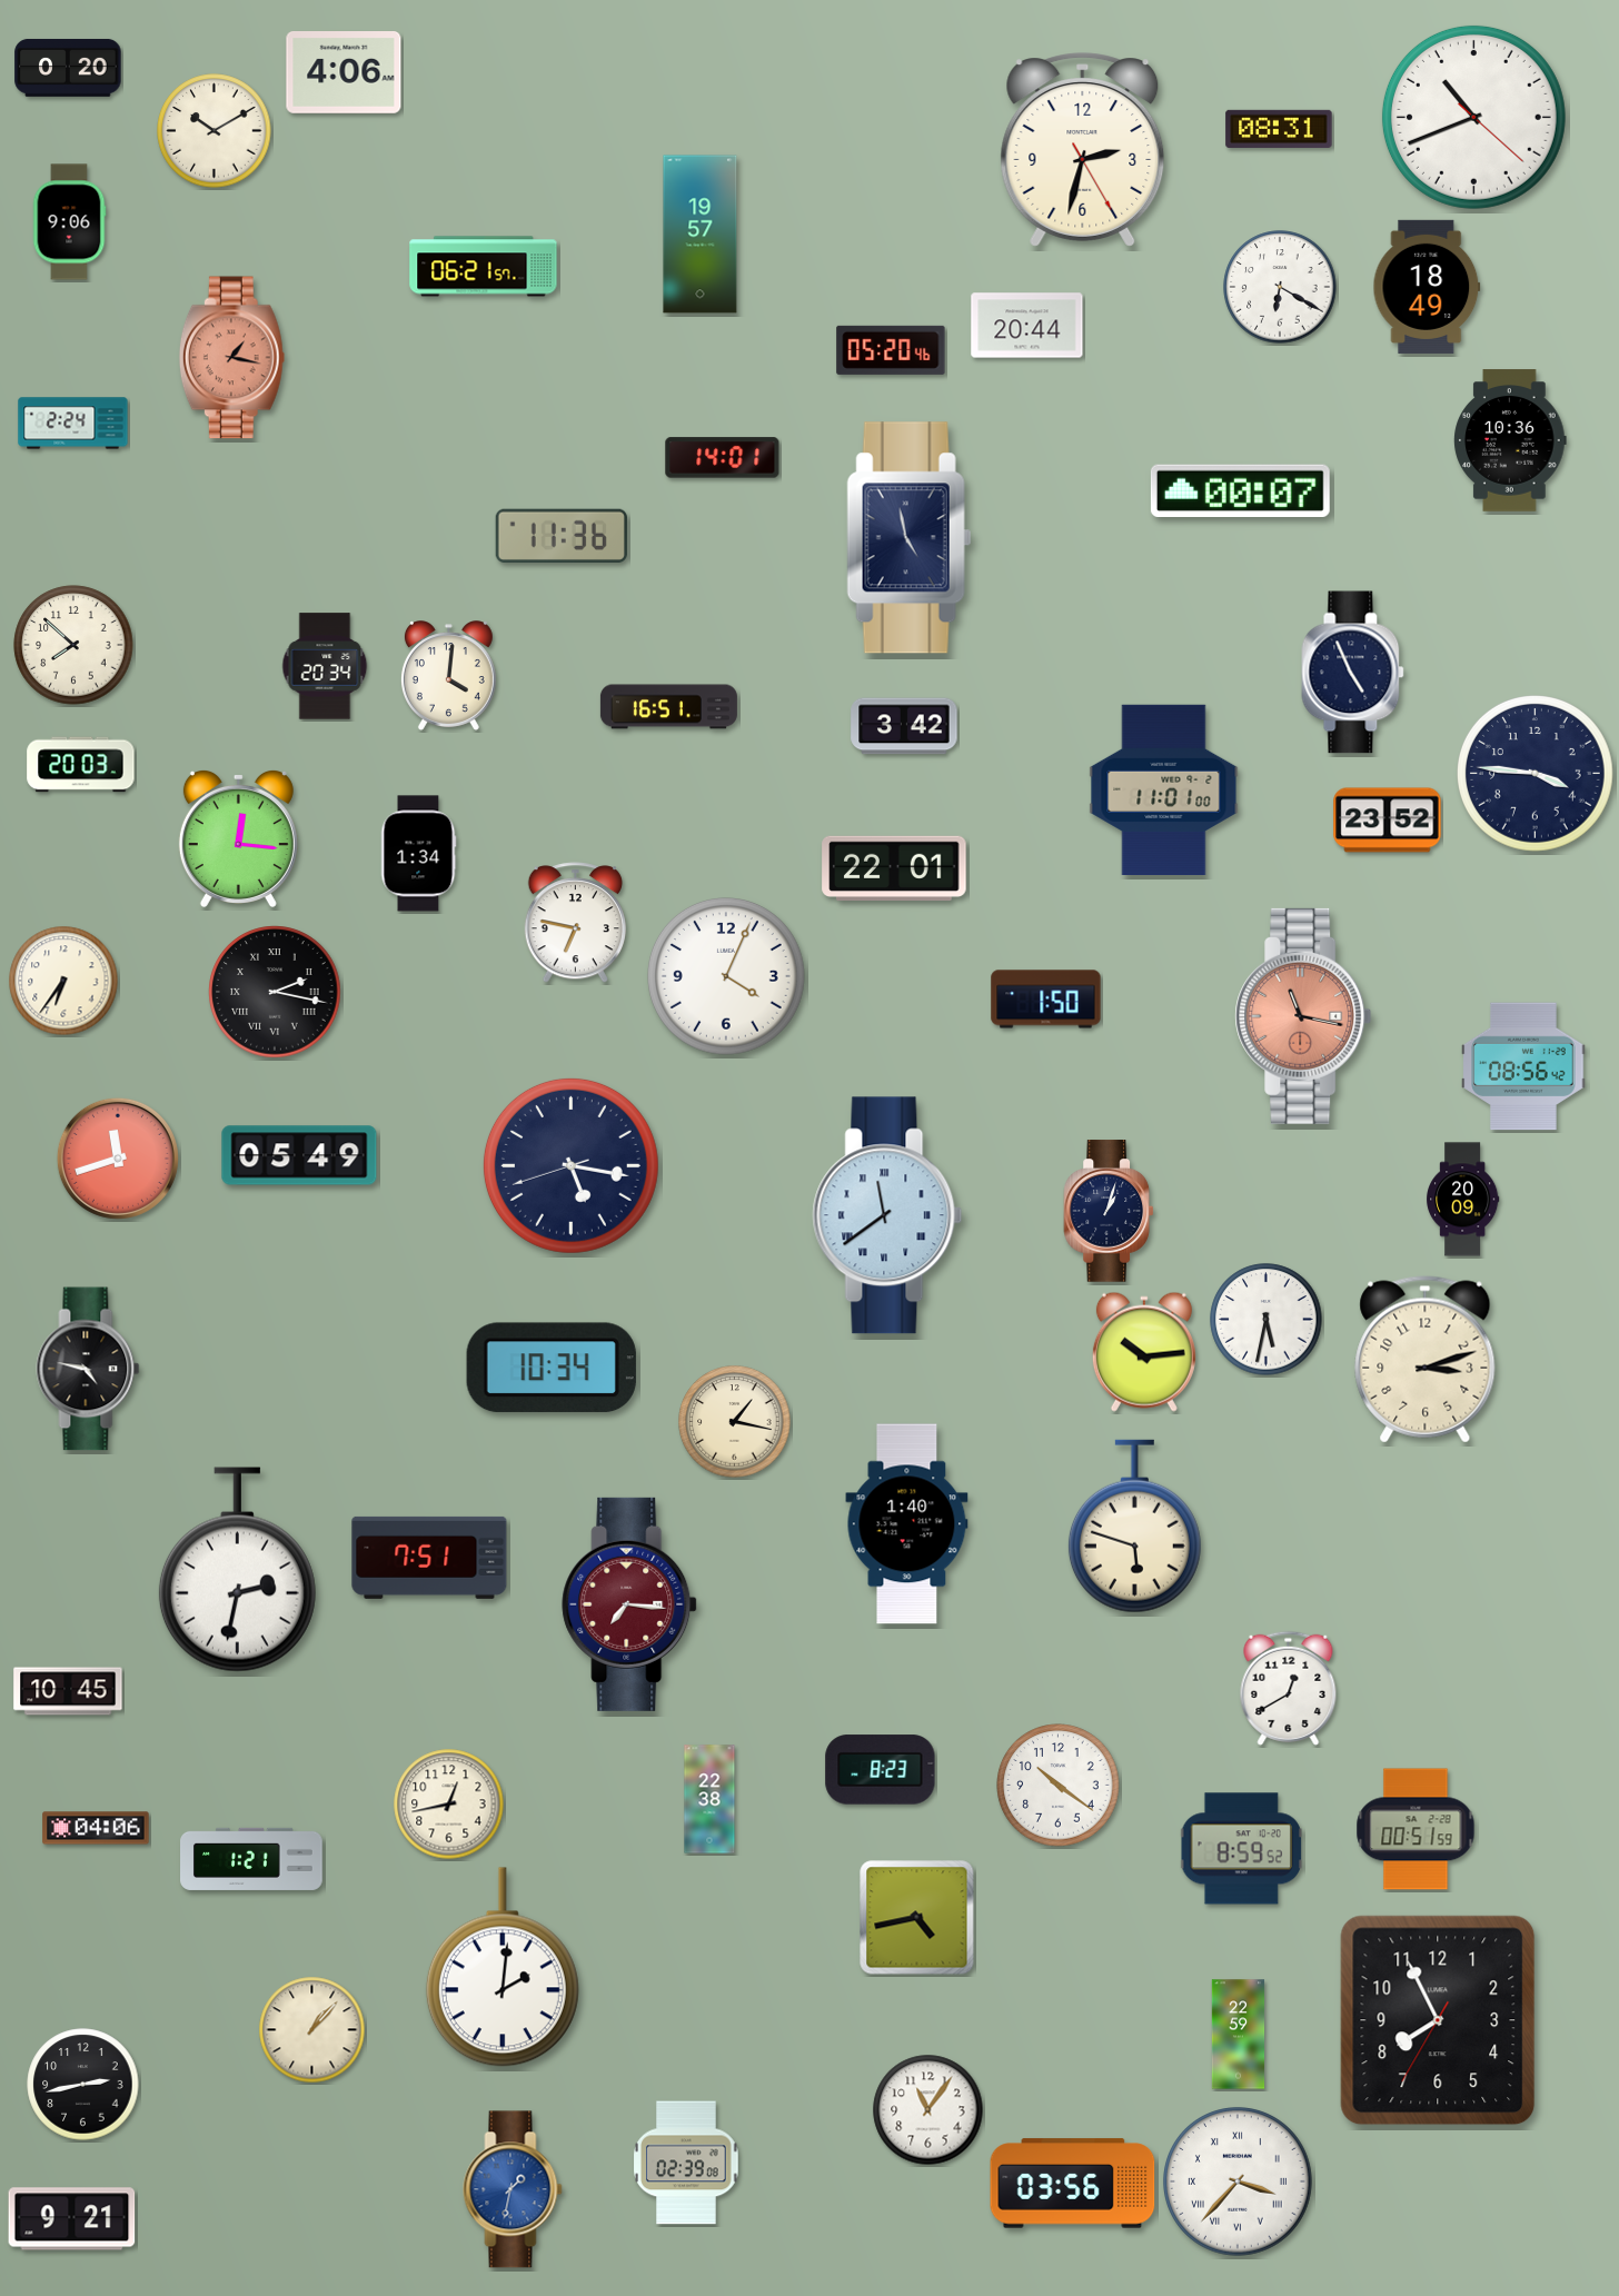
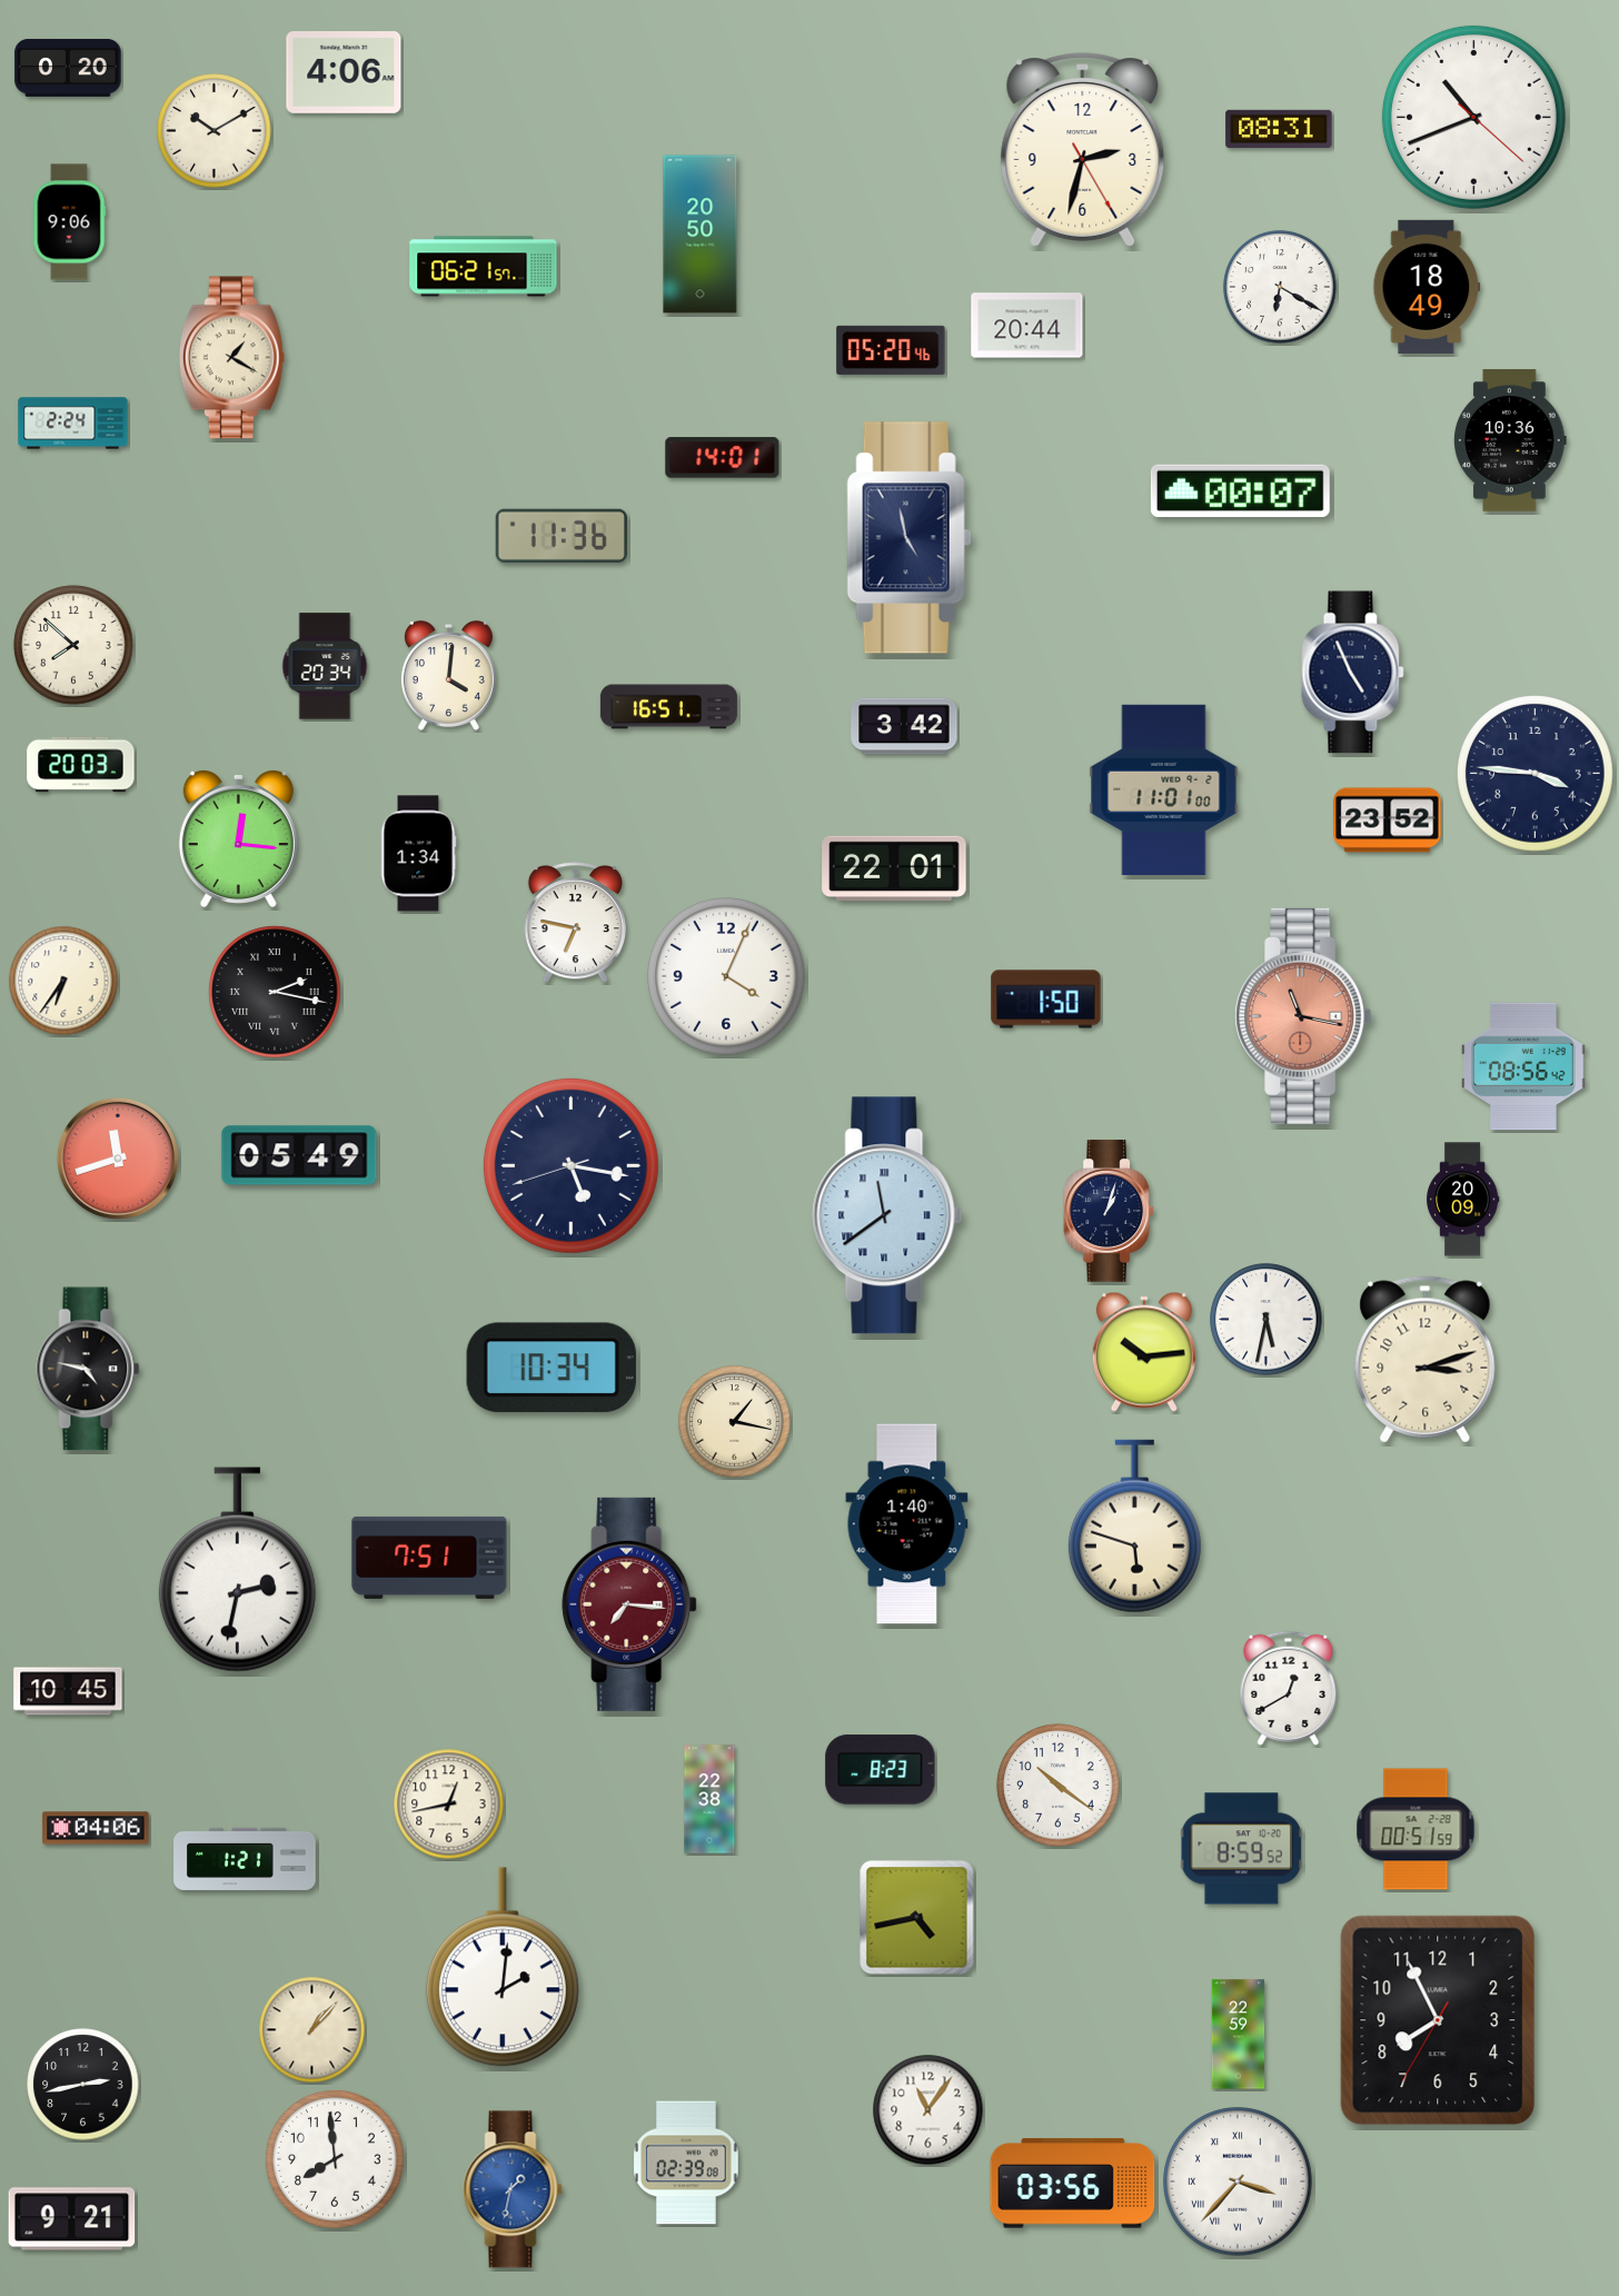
clock at (701, 235): 19:57 -> 20:50
clock at (231, 358): 1:17 -> 1:20
clock at (231, 358) dial: salmon -> cream
clock at (251, 1859) position: (251, 1859) -> (245, 1859)
clock at (335, 2159): none -> 7:59
